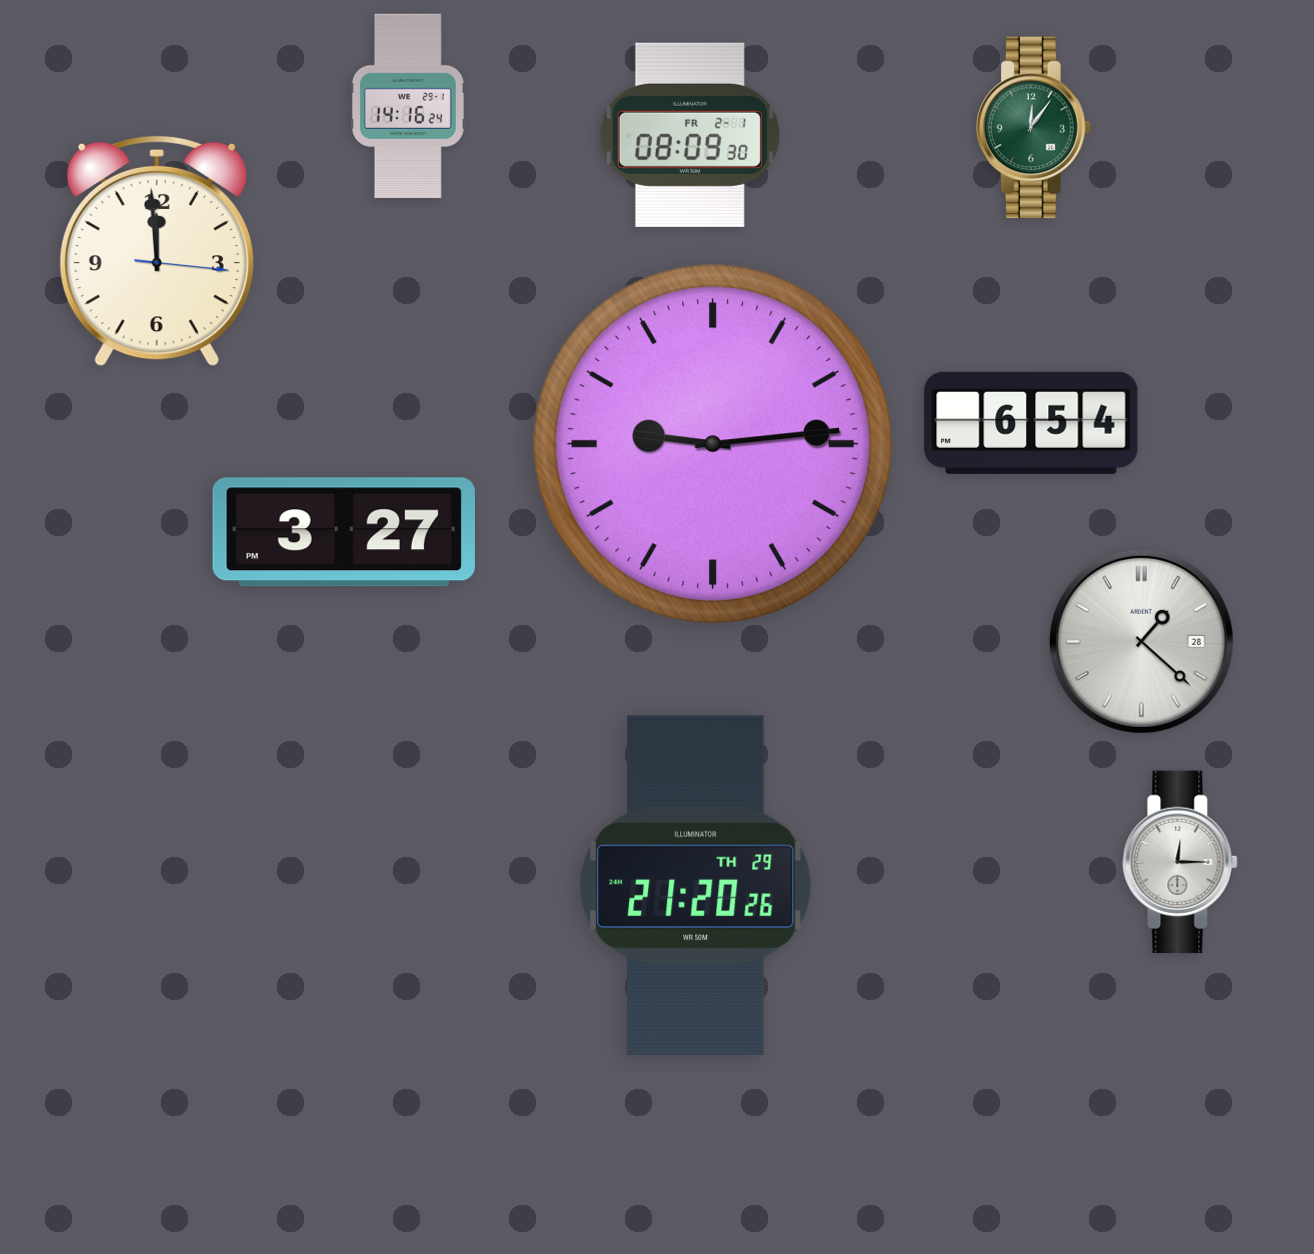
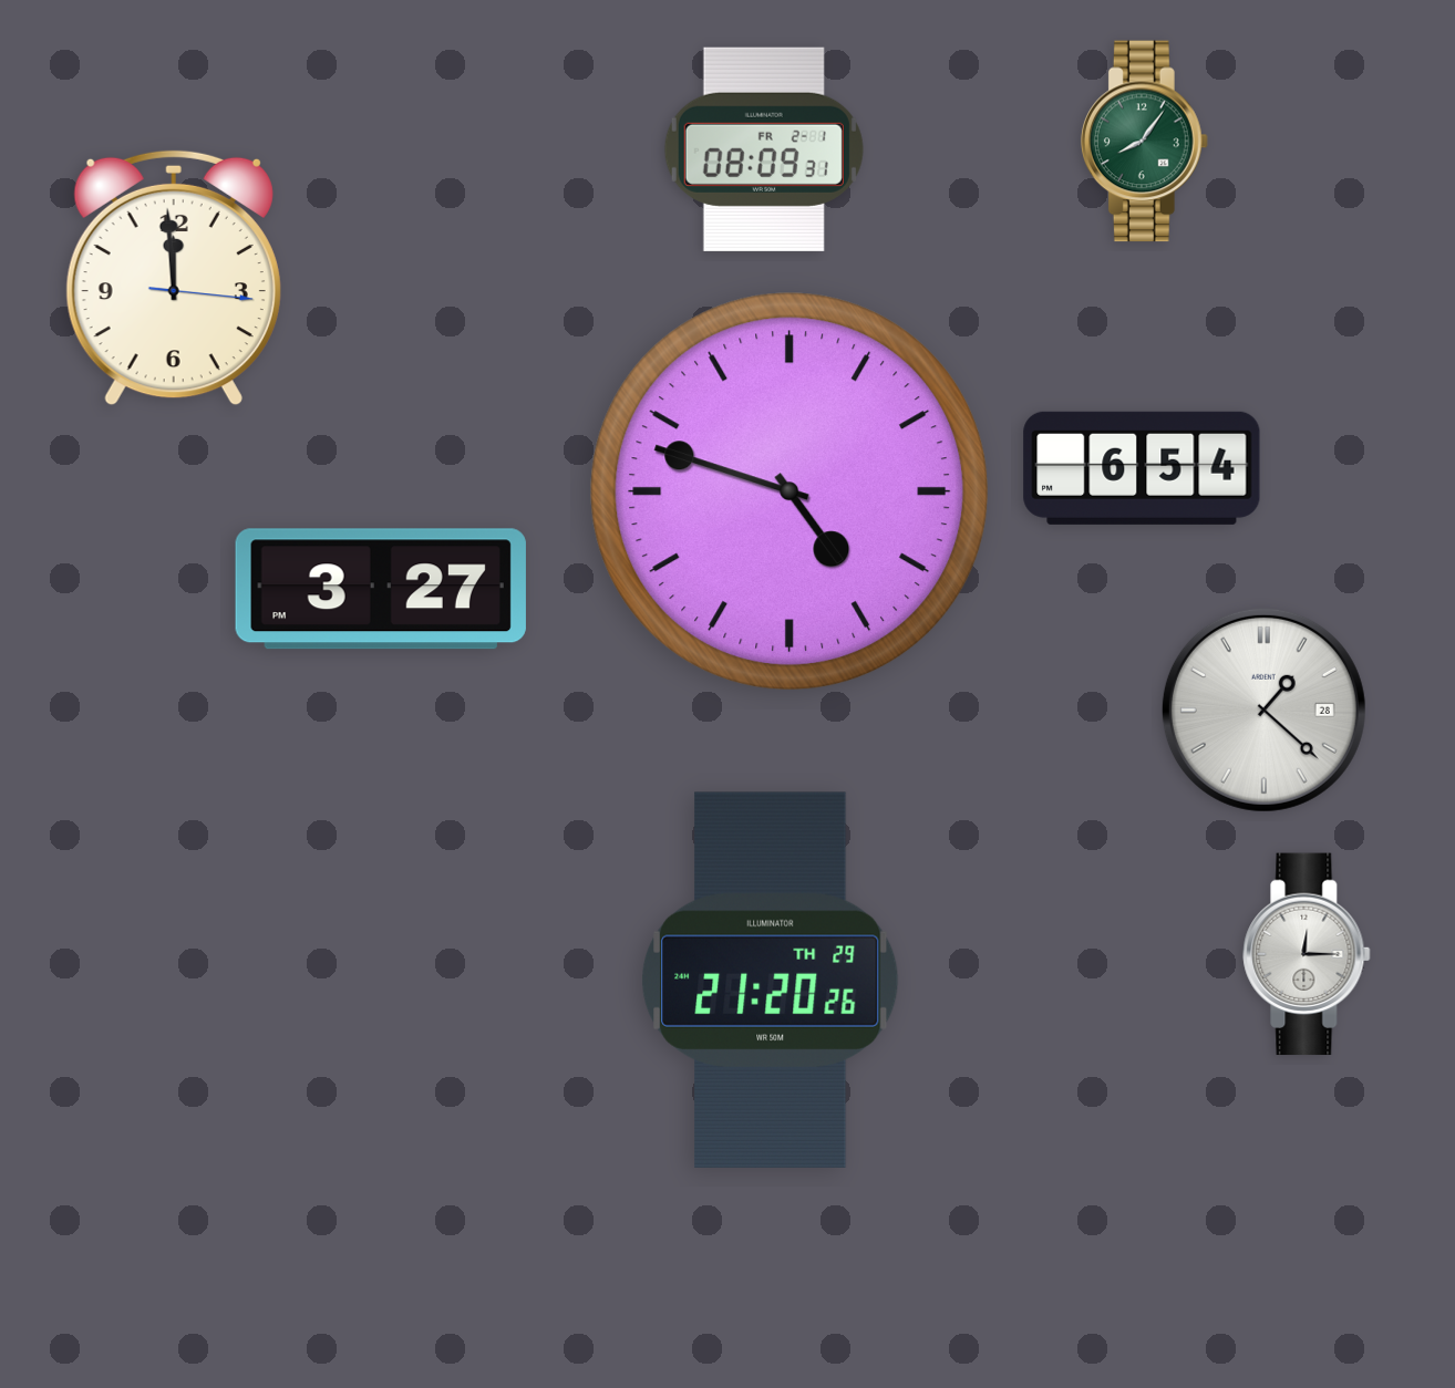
clock at (408, 105): 14:16 -> none
clock at (1033, 128): 12:06 -> 8:06
clock at (690, 135): 08:09:30 -> 08:09:31
clock at (713, 444): 9:14 -> 4:48
